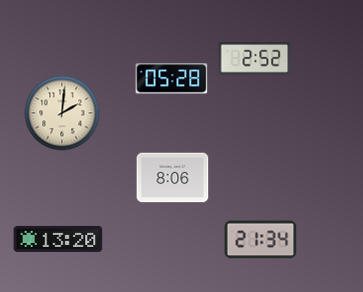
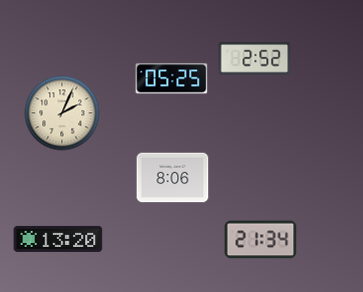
clock at (172, 79): 05:28 -> 05:25
clock at (62, 113): 2:01 -> 2:04
